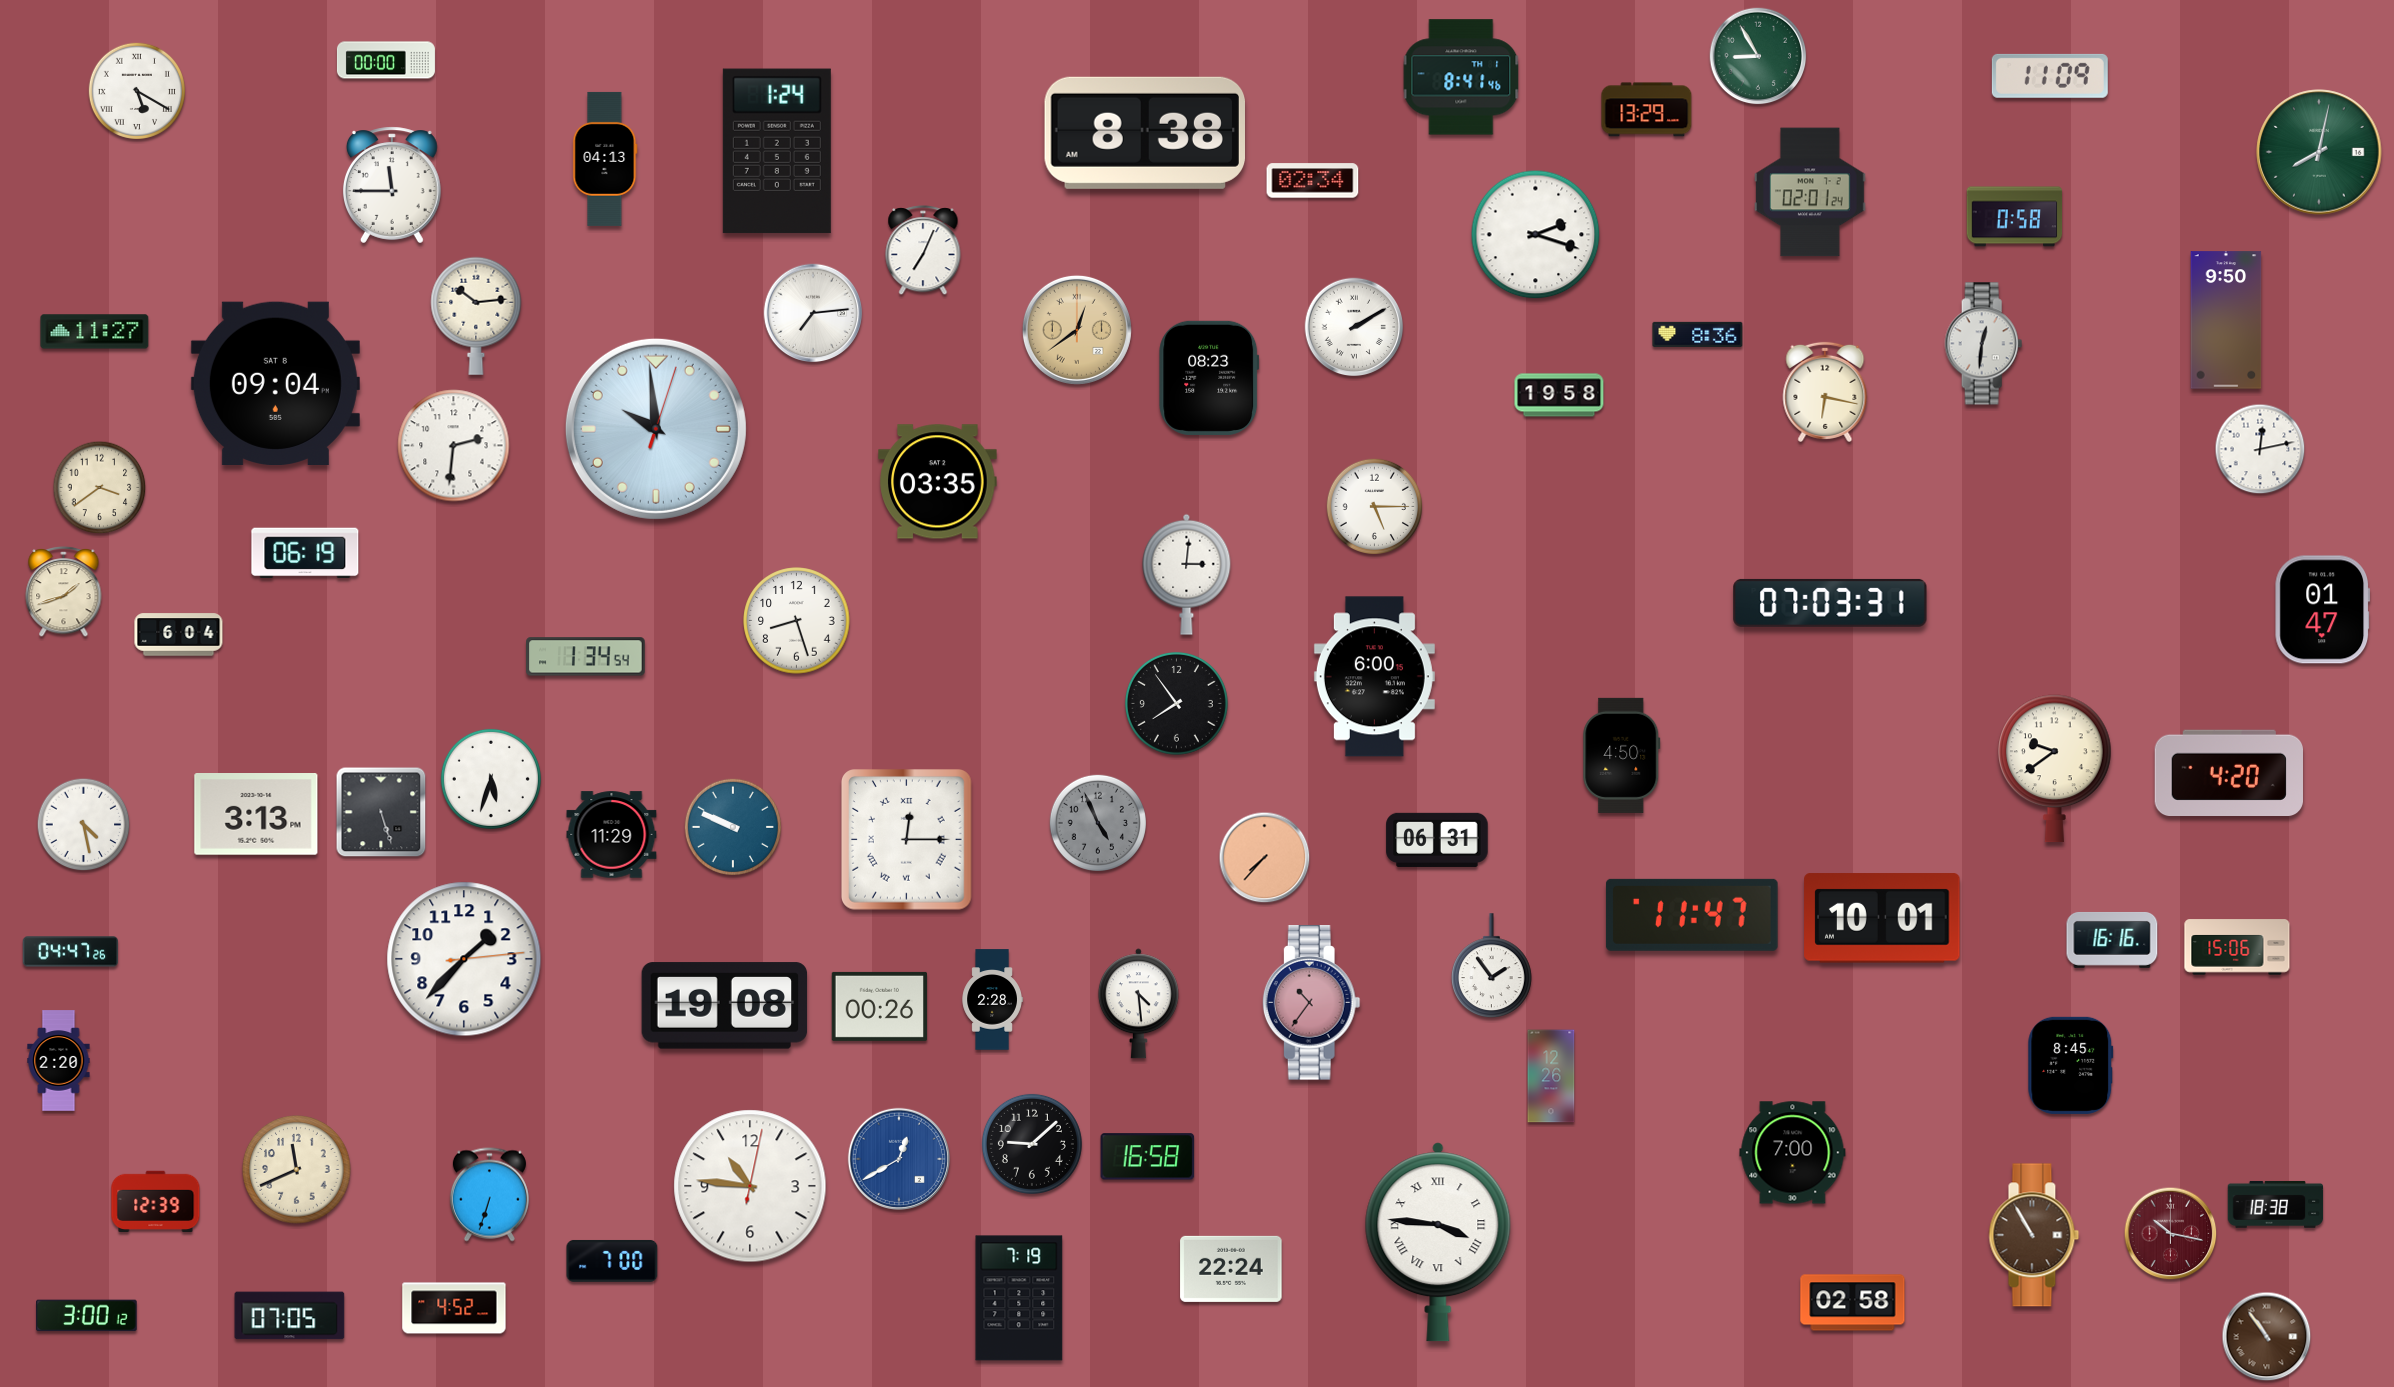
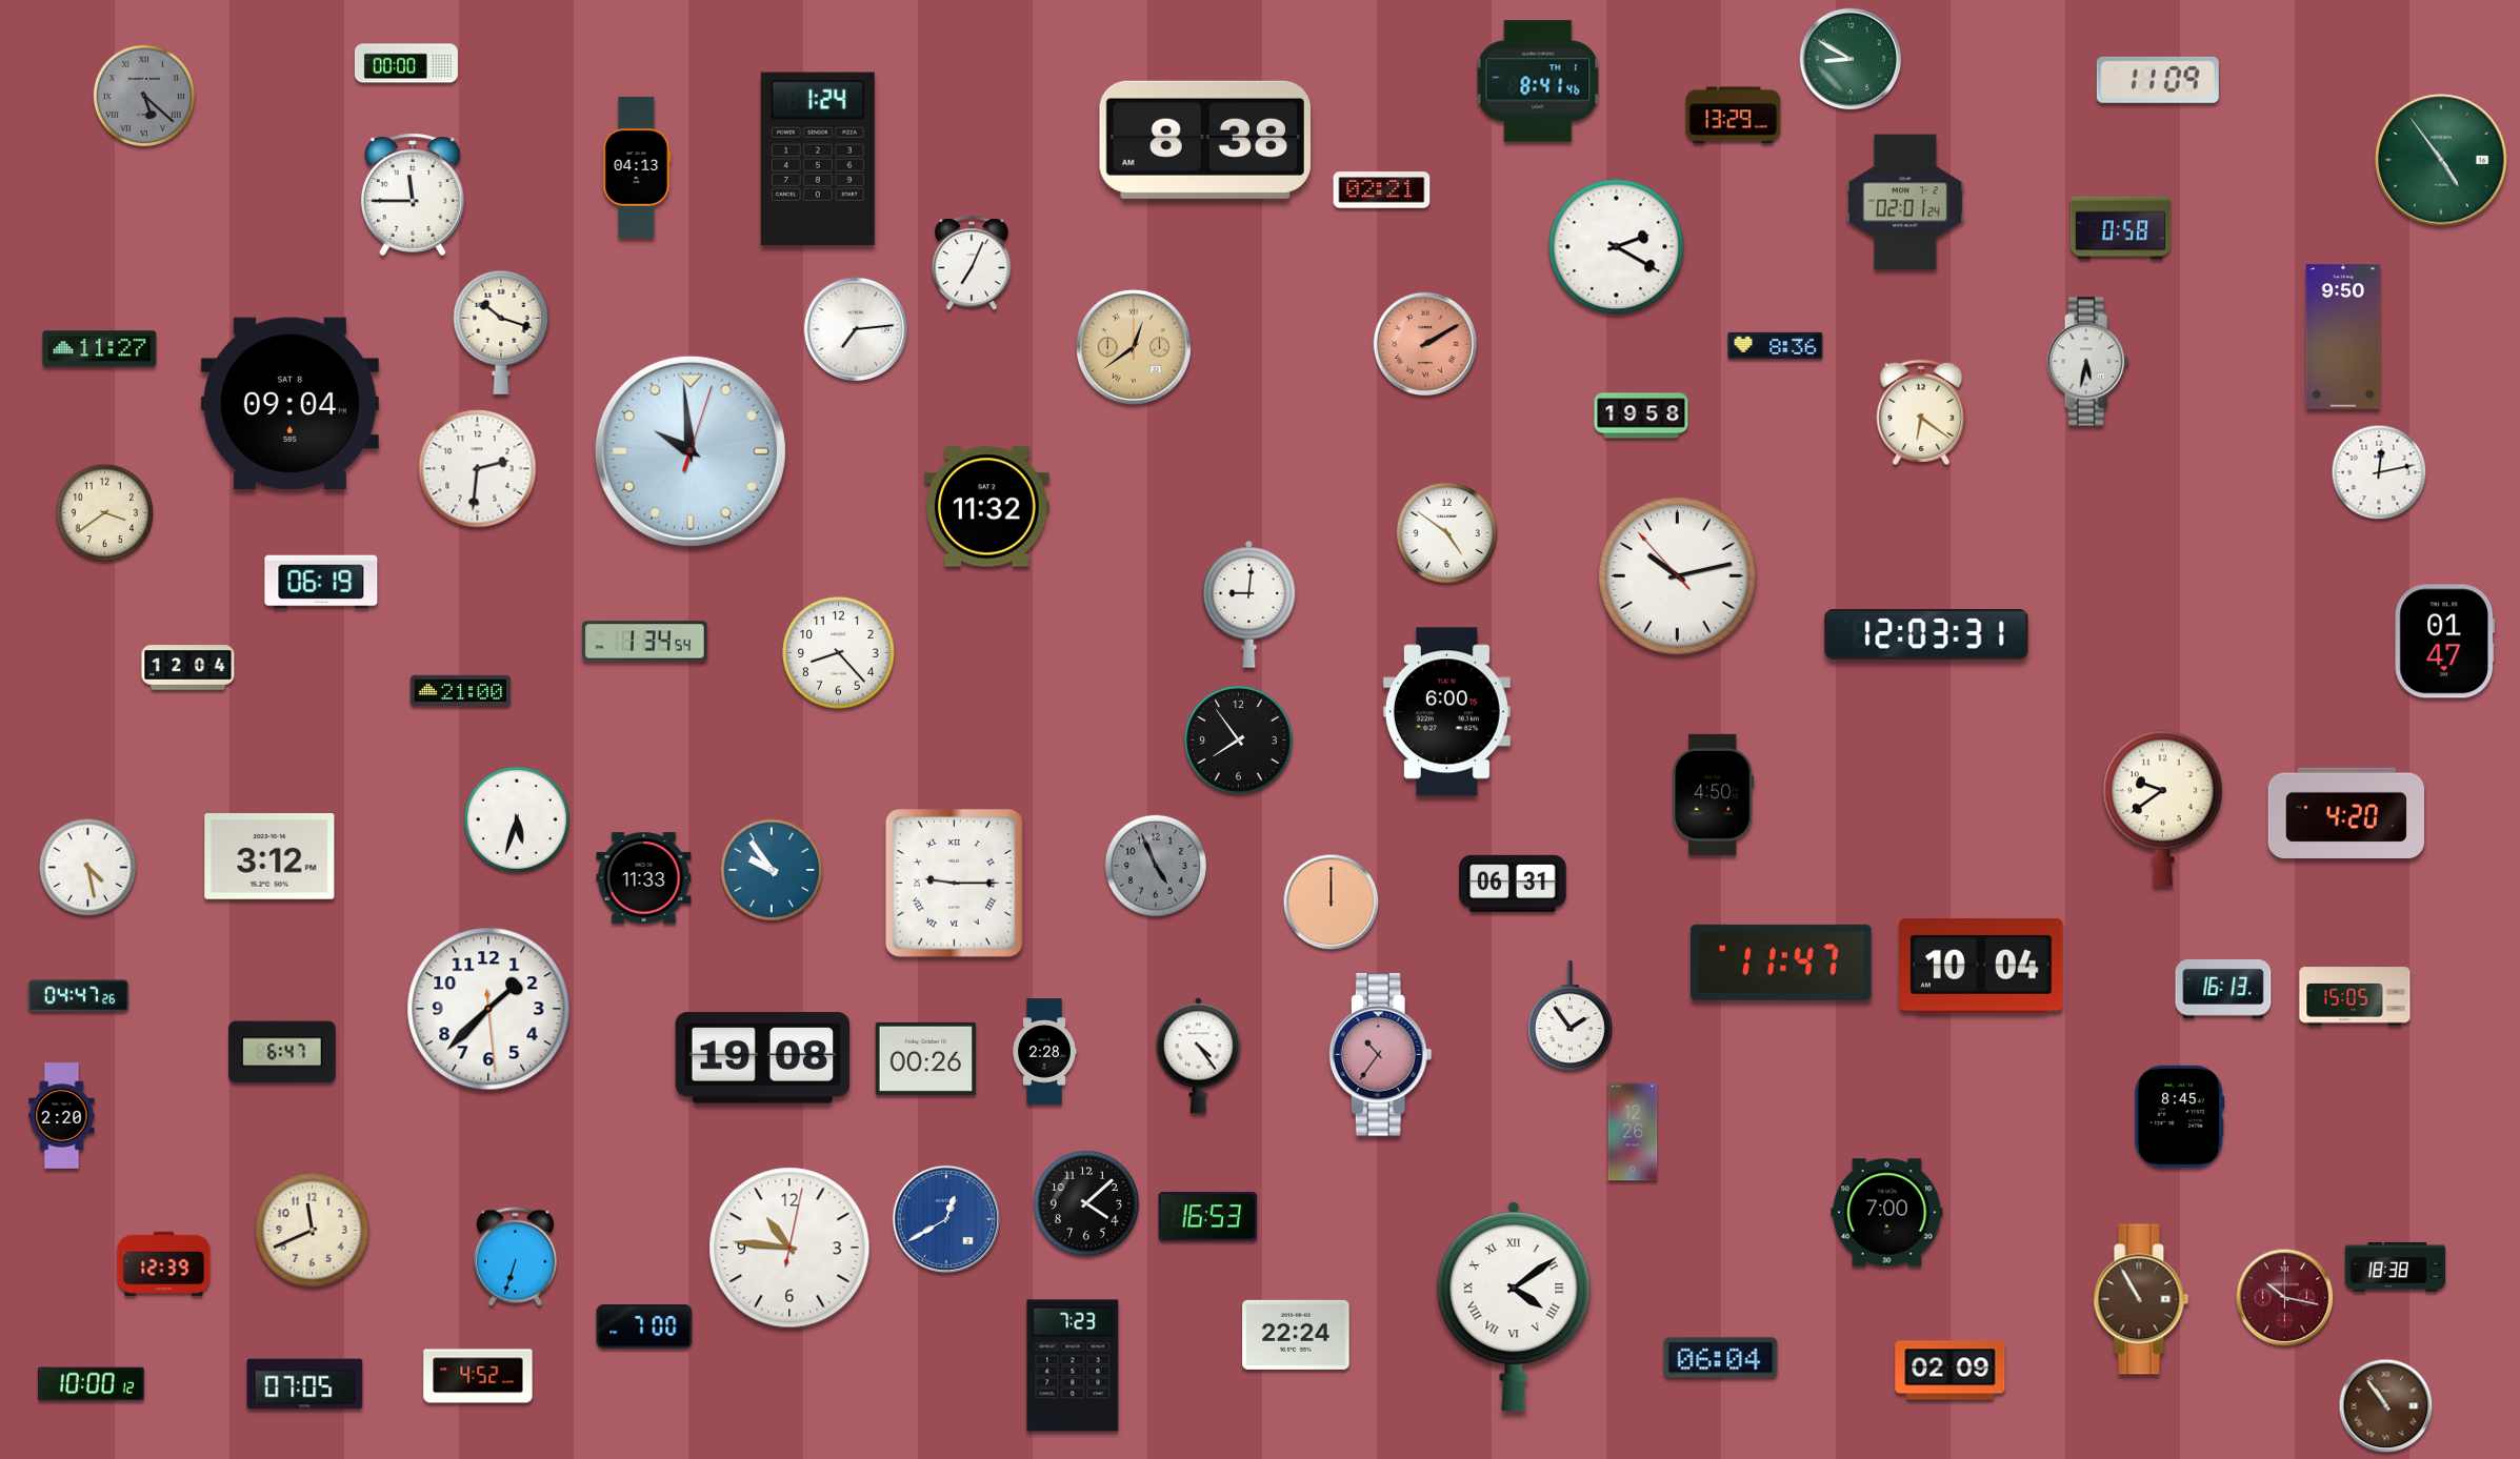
clock at (1758, 56): 8:55 -> 8:50
clock at (137, 91): 5:20 -> 5:22
clock at (137, 91) dial: white -> grey
clock at (2319, 152): 8:02 -> 4:54
clock at (1313, 181): 02:34 -> 02:21
clock at (1536, 235): 2:18 -> 2:20
clock at (476, 316): 10:14 -> 10:18
clock at (1354, 327) dial: white -> salmon
clock at (1698, 334) position: (1698, 334) -> (1776, 345)
clock at (1984, 344): 12:31 -> 5:32
clock at (1209, 378): 08:23 -> none
clock at (1825, 392): 6:17 -> 6:21
clock at (938, 482): 03:35 -> 11:32
clock at (1374, 506): 5:15 -> 4:51
clock at (1678, 576): none -> 10:12
clock at (1187, 574): 3:01 -> 9:01
clock at (64, 591): 1:42 -> none
clock at (1830, 603): 07:03 -> 12:03
clock at (797, 621): 8:27 -> 8:23
clock at (179, 635): 6:04 -> 12:04
clock at (461, 691): none -> 21:00
clock at (586, 657) position: (586, 657) -> (645, 642)
clock at (1622, 755) position: (1622, 755) -> (1714, 794)
clock at (381, 812): 5:27 -> none
clock at (256, 815): 3:13 -> 3:12
clock at (733, 827): 9:49 -> 9:54
clock at (612, 835): 11:29 -> 11:33
clock at (907, 840): 12:15 -> 9:15
clock at (1265, 858): 7:37 -> 12:00
clock at (1882, 918): 10:01 -> 10:04
clock at (2112, 940): 16:16 -> 16:13
clock at (2237, 947): 15:06 -> 15:05
clock at (71, 952) position: (71, 952) -> (79, 996)
clock at (464, 959): 1:37:14 -> 1:37:29
clock at (282, 1052): none -> 6:47
clock at (1138, 1004): 4:29 -> 4:24
clock at (2071, 1065) position: (2071, 1065) -> (2180, 1116)
clock at (1032, 1144): 9:08 -> 4:08
clock at (1148, 1157): 16:58 -> 16:53
clock at (1438, 1242): 3:46 -> 4:09
clock at (1721, 1358): none -> 06:04
clock at (1019, 1298): 7:19 -> 7:23
clock at (1853, 1303): 02:58 -> 02:09
clock at (87, 1316): 3:00 -> 10:00
